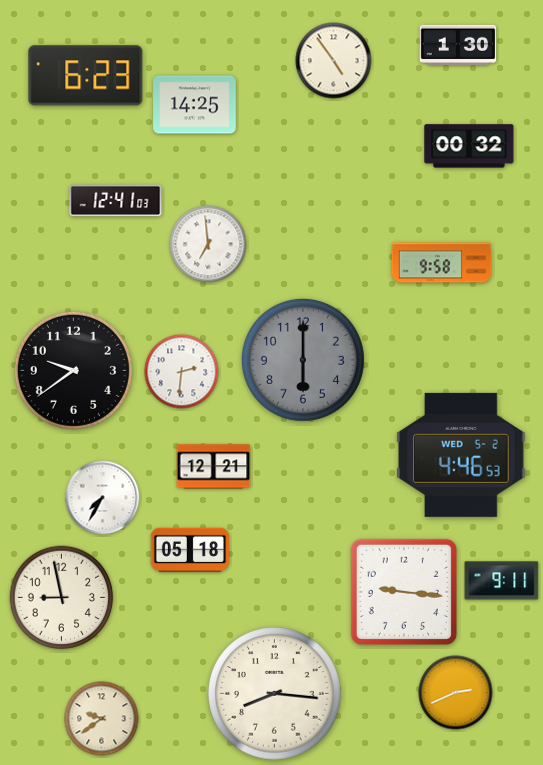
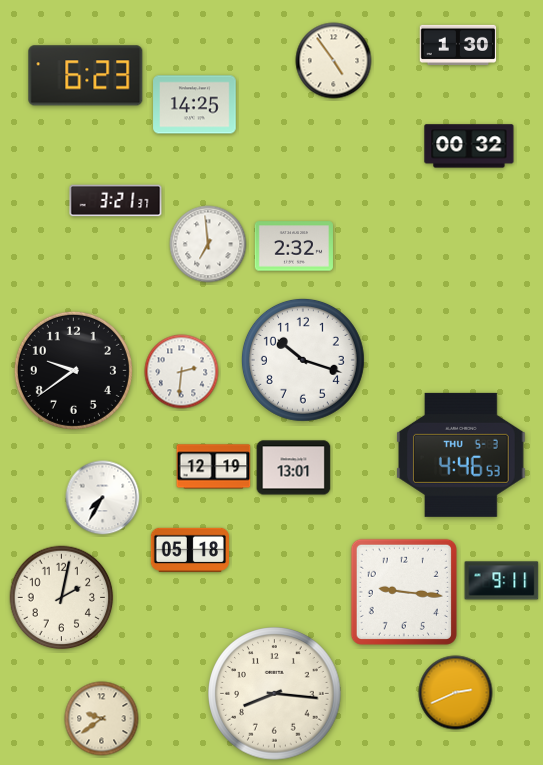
clock at (116, 201): 12:41 -> 3:21
clock at (293, 246): none -> 2:32
clock at (442, 263): 9:58 -> none
clock at (303, 360): 6:00 -> 10:18
clock at (303, 360) dial: grey -> white
clock at (461, 455) date: WED 5-2 -> THU 5-3
clock at (214, 467): 12:21 -> 12:19
clock at (294, 468): none -> 13:01
clock at (62, 598): 8:58 -> 2:02
